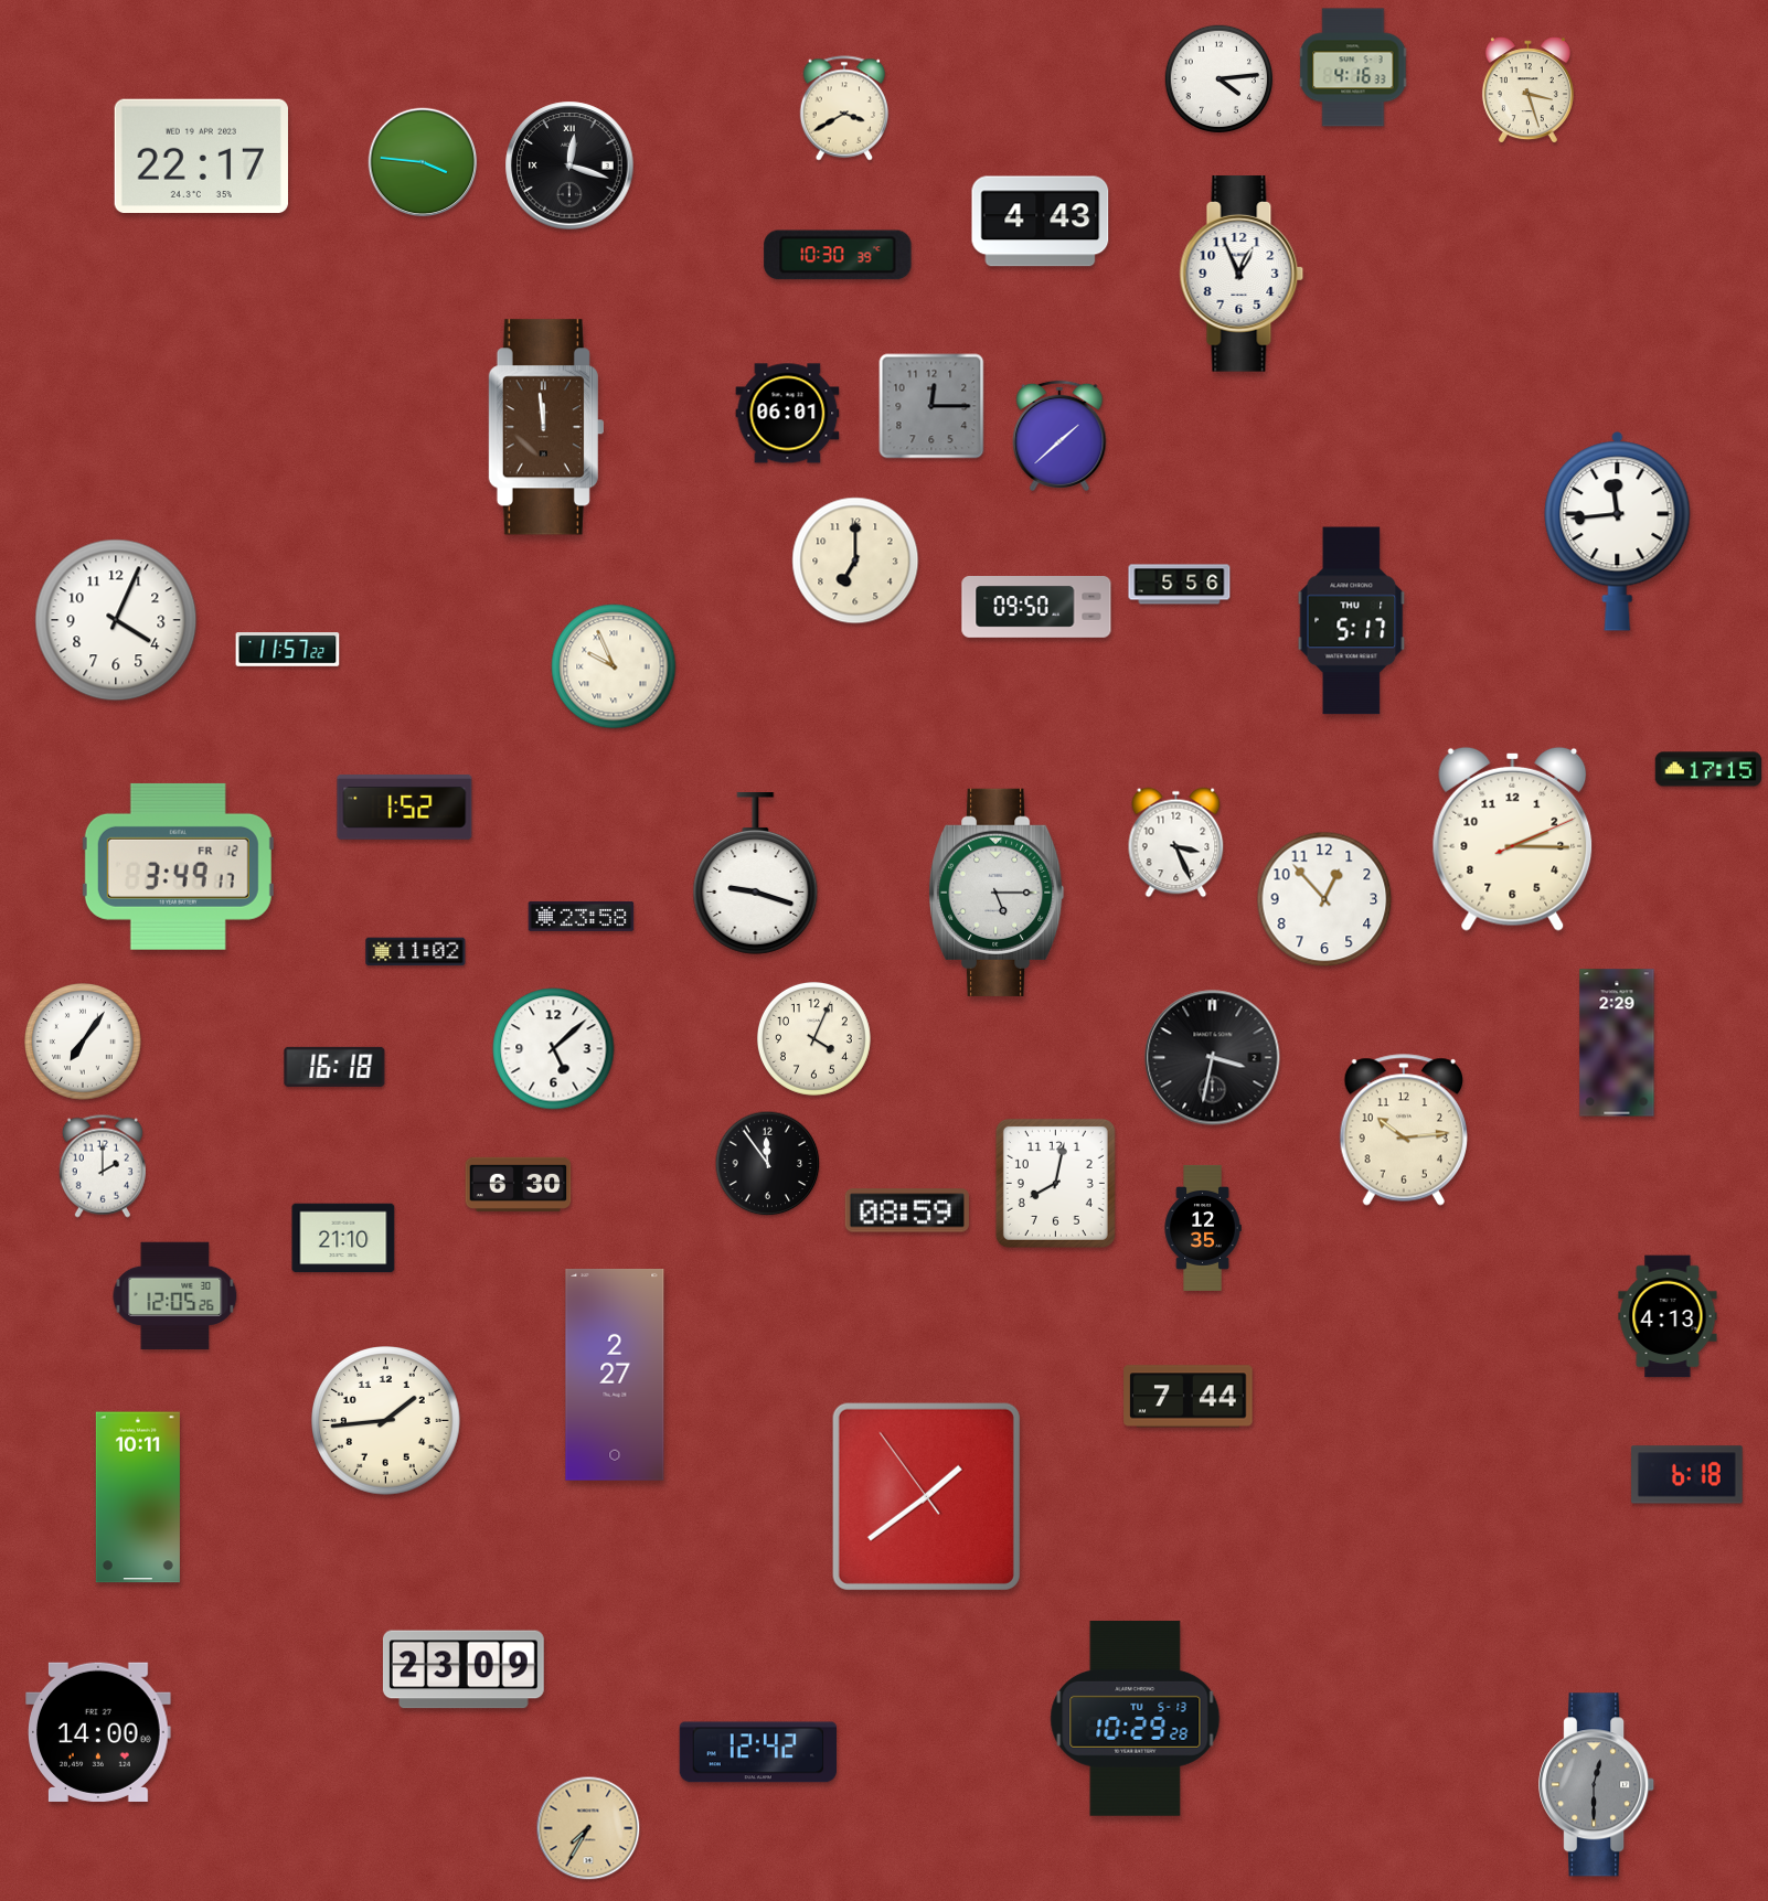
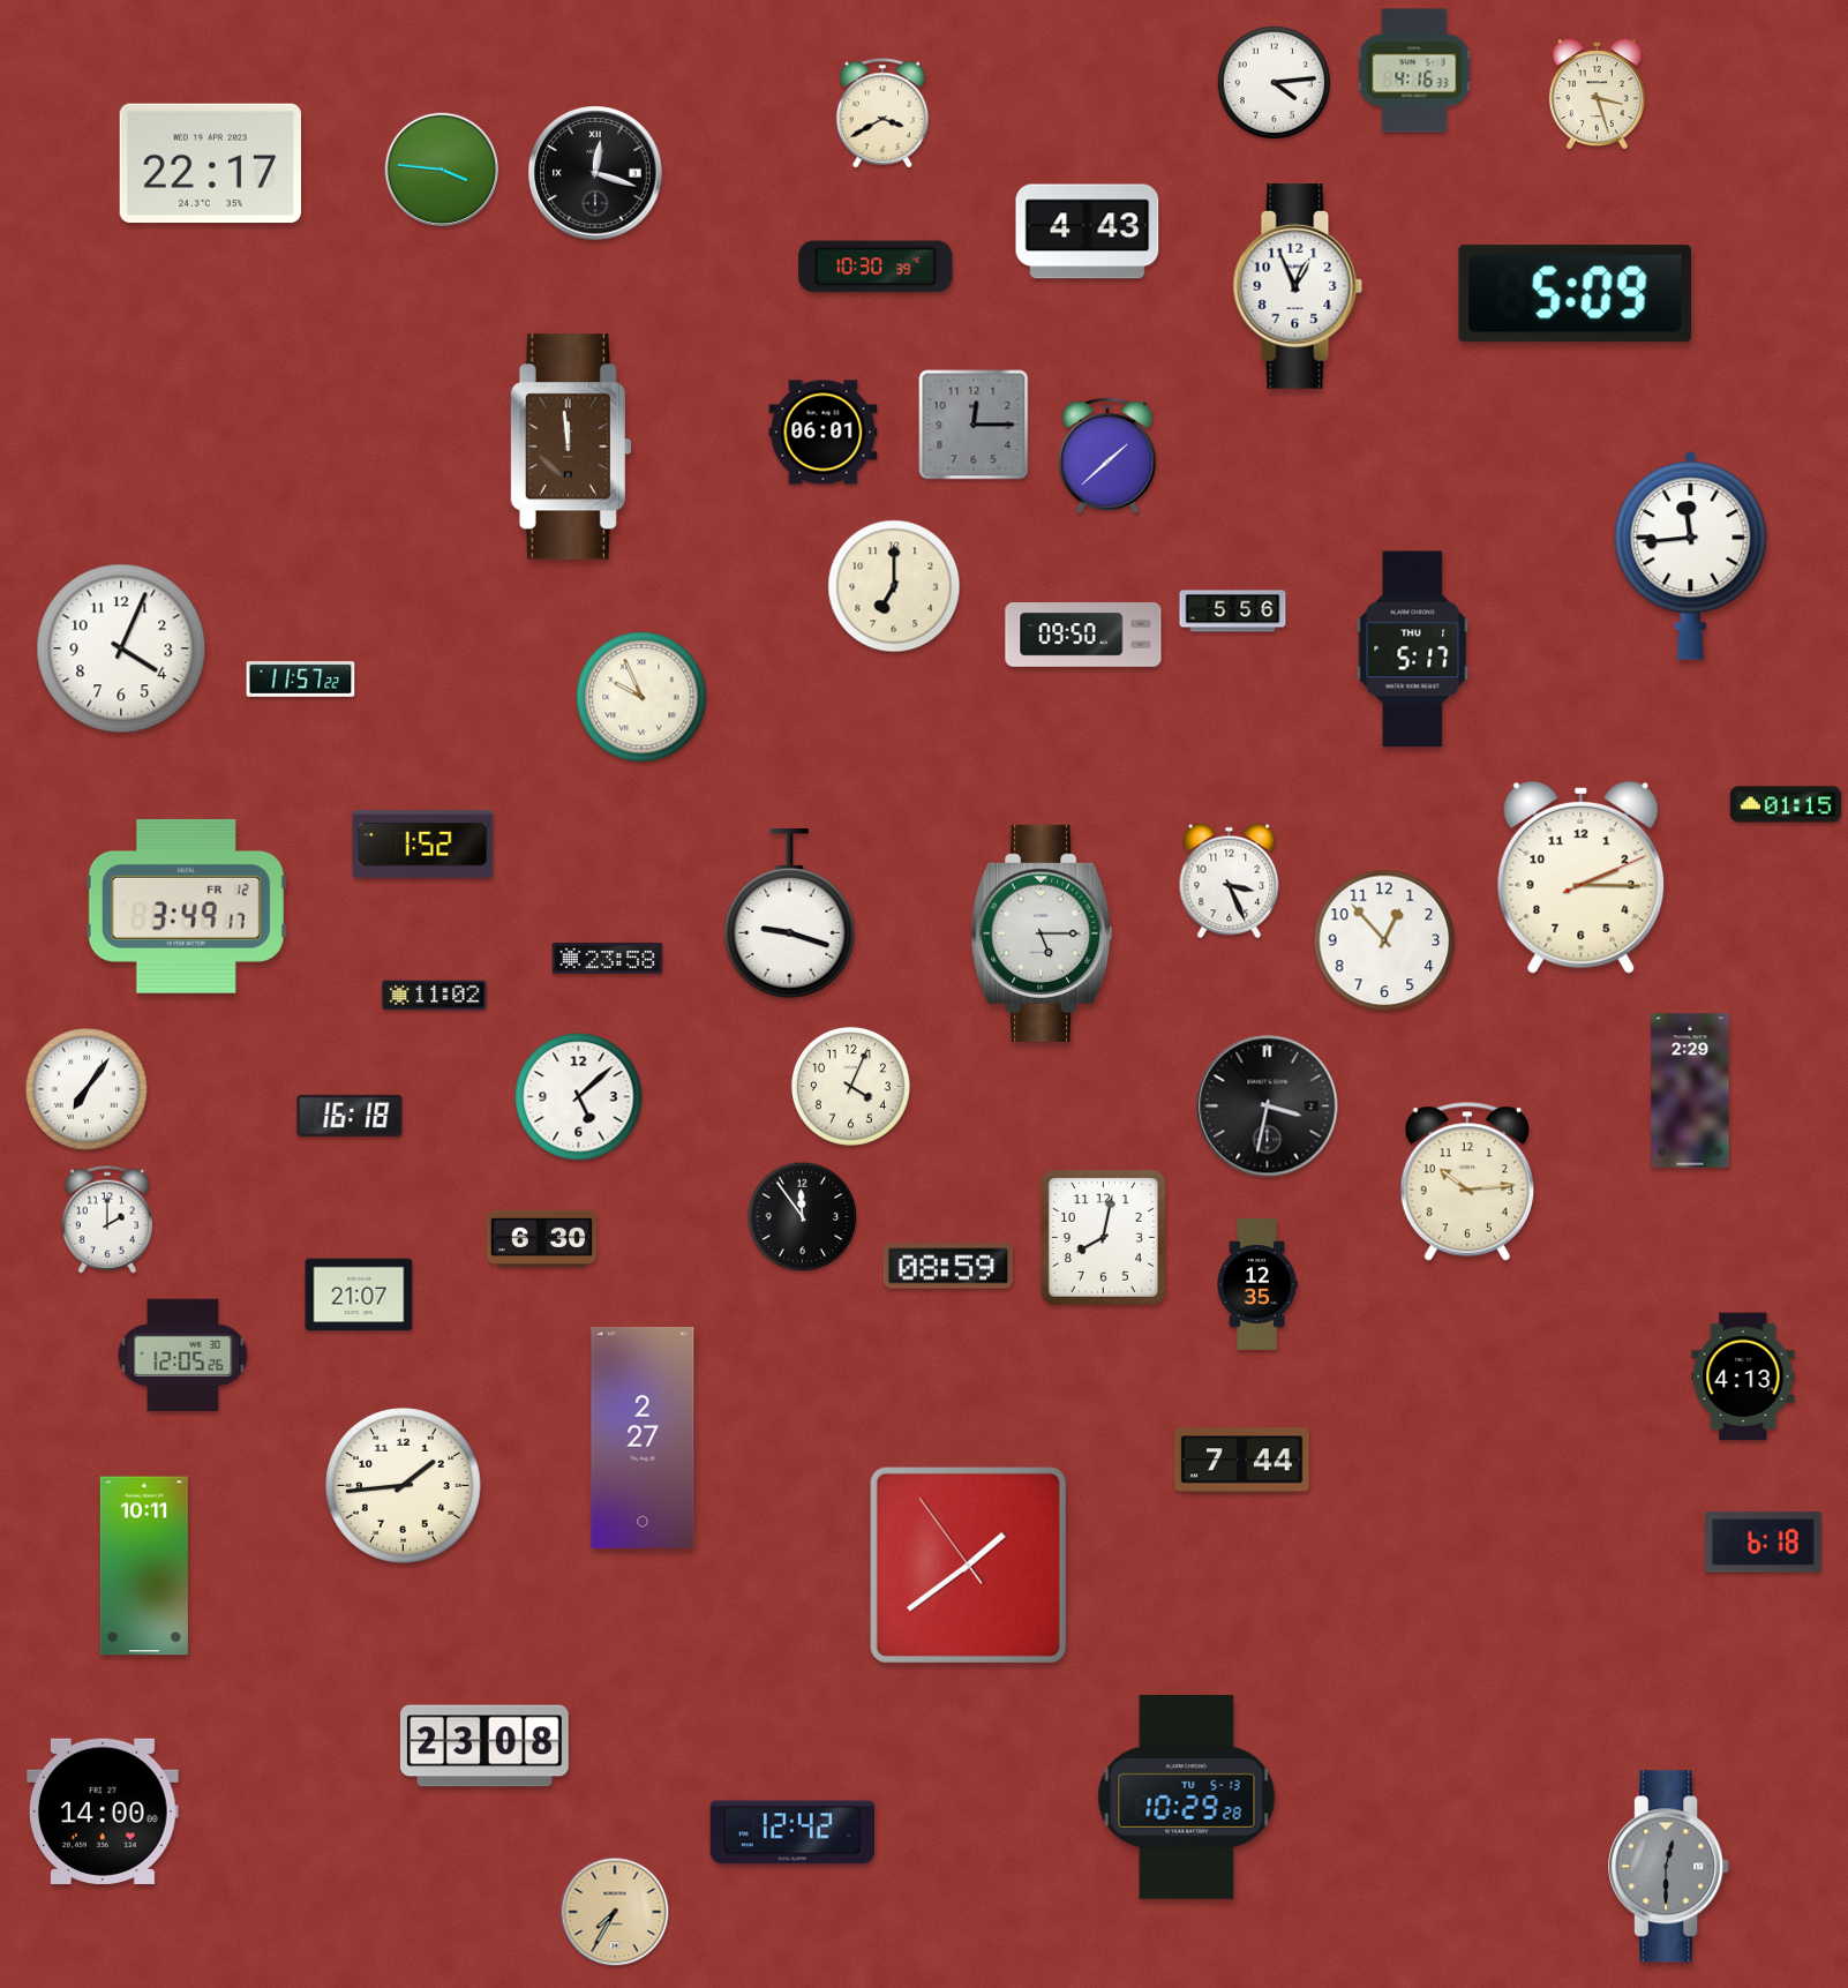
clock at (1575, 294): none -> 5:09
clock at (1708, 769): 17:15 -> 01:15
clock at (343, 1238): 21:10 -> 21:07
clock at (464, 1669): 23:09 -> 23:08
